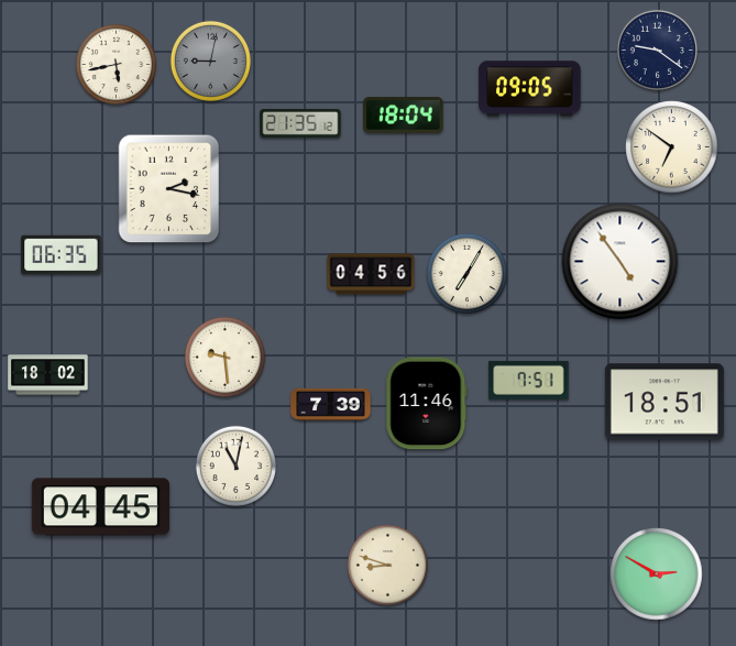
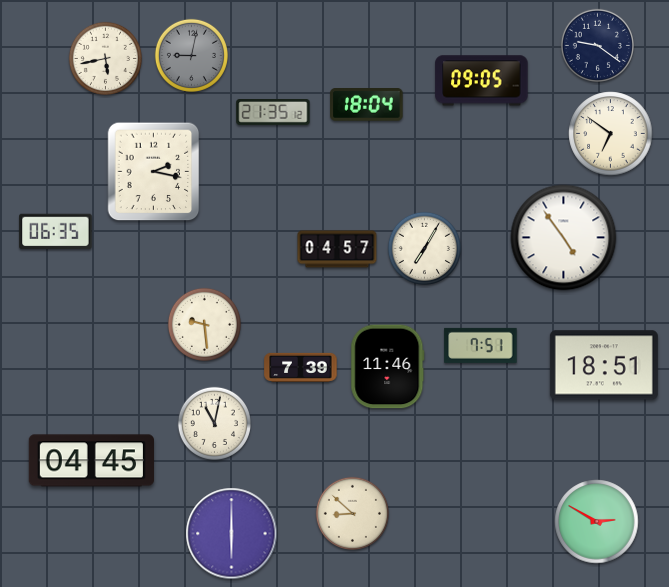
clock at (371, 274): 04:56 -> 04:57
clock at (48, 375): 18:02 -> none
clock at (387, 565): 8:48 -> 8:52
clock at (232, 534): none -> 6:00
